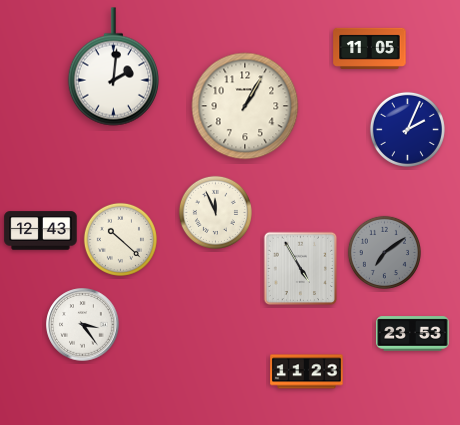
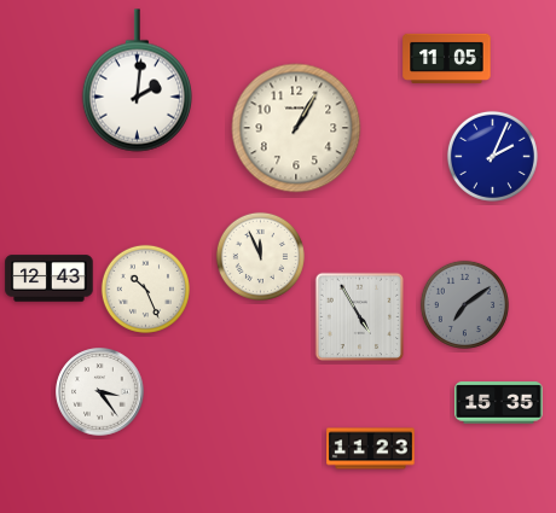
clock at (120, 239): 10:22 -> 10:26
clock at (301, 269) position: (301, 269) -> (360, 317)
clock at (413, 334): 23:53 -> 15:35
